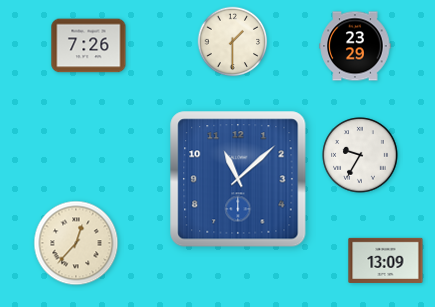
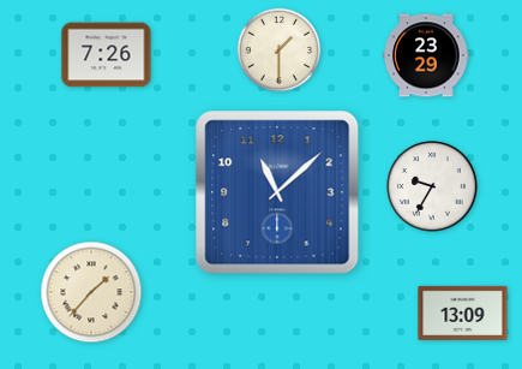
clock at (238, 179) position: (238, 179) -> (277, 192)
clock at (76, 243): 12:37 -> 1:37
